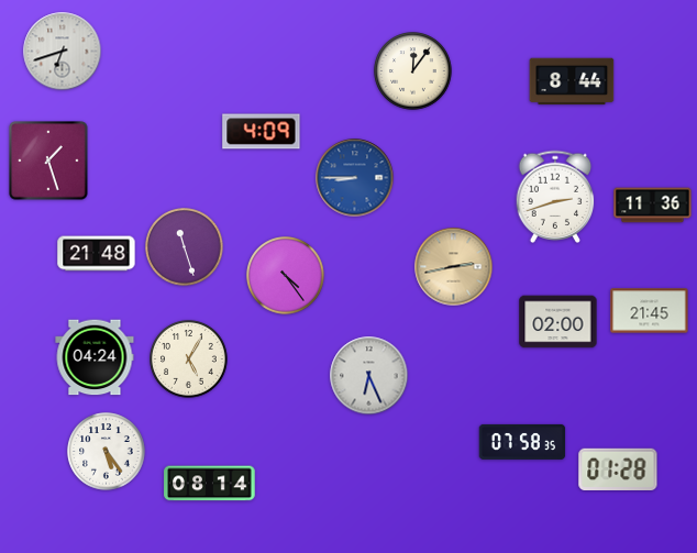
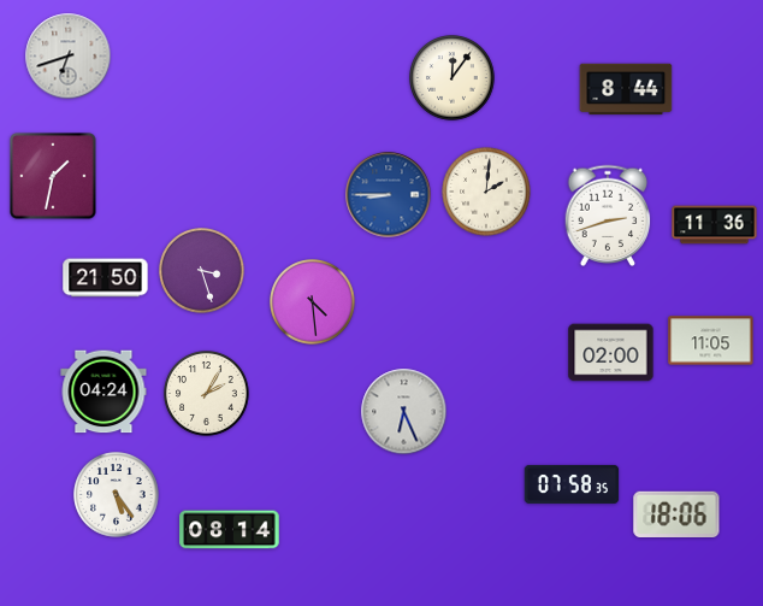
clock at (262, 132): 4:09 -> none
clock at (48, 161): 1:27 -> 1:32
clock at (486, 192): none -> 2:01
clock at (185, 247): 11:27 -> 3:27
clock at (97, 254): 21:48 -> 21:50
clock at (454, 267): 2:43 -> none
clock at (286, 276): 4:24 -> 4:29
clock at (650, 311): 21:45 -> 11:05
clock at (189, 360): 5:05 -> 2:05
clock at (618, 468): 01:28 -> 18:06
